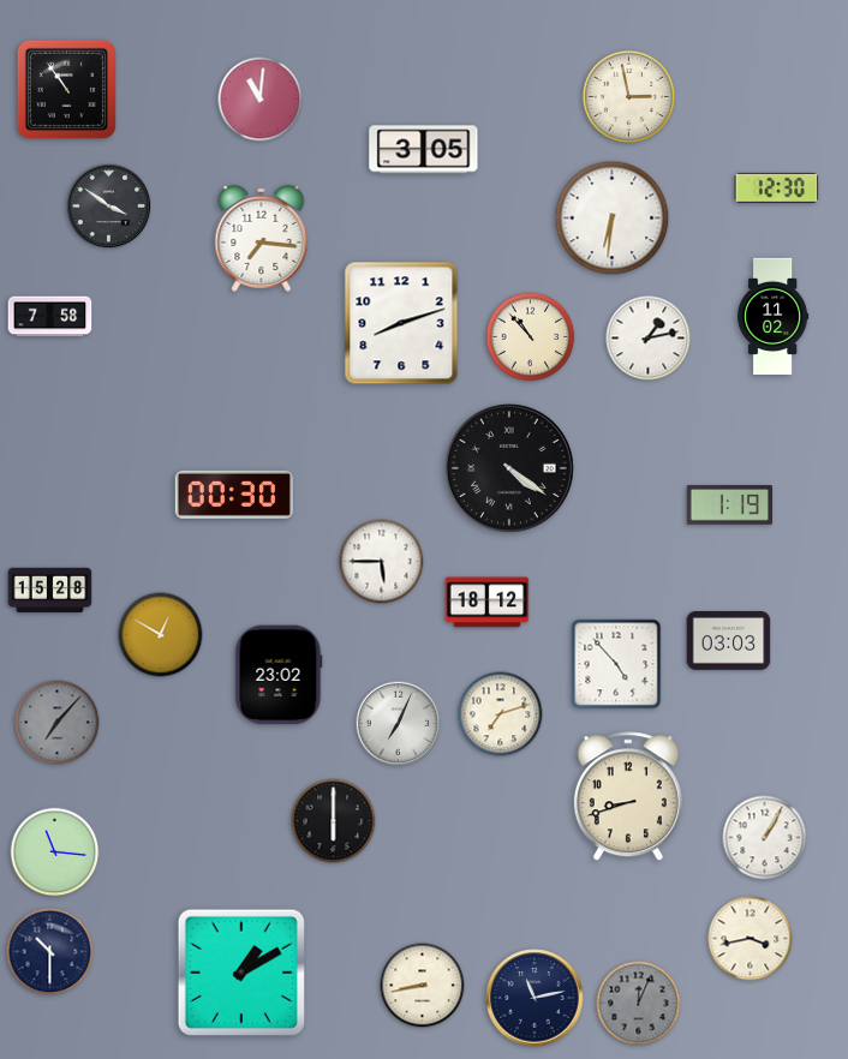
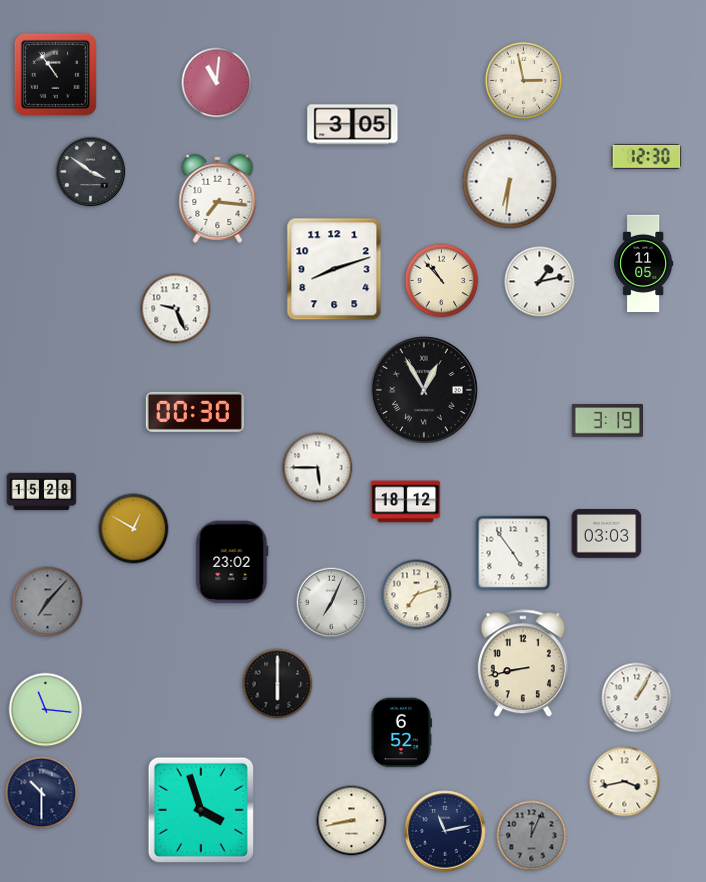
clock at (50, 317): 7:58 -> none
clock at (774, 317): 11:02 -> 11:05
clock at (176, 309): none -> 9:26
clock at (509, 468): 4:21 -> 12:55
clock at (729, 505): 1:19 -> 3:19
clock at (616, 664): 4:53 -> 4:54
clock at (628, 797): 8:42 -> 8:43
clock at (400, 733): none -> 6:52
clock at (241, 973): 1:10 -> 3:57
